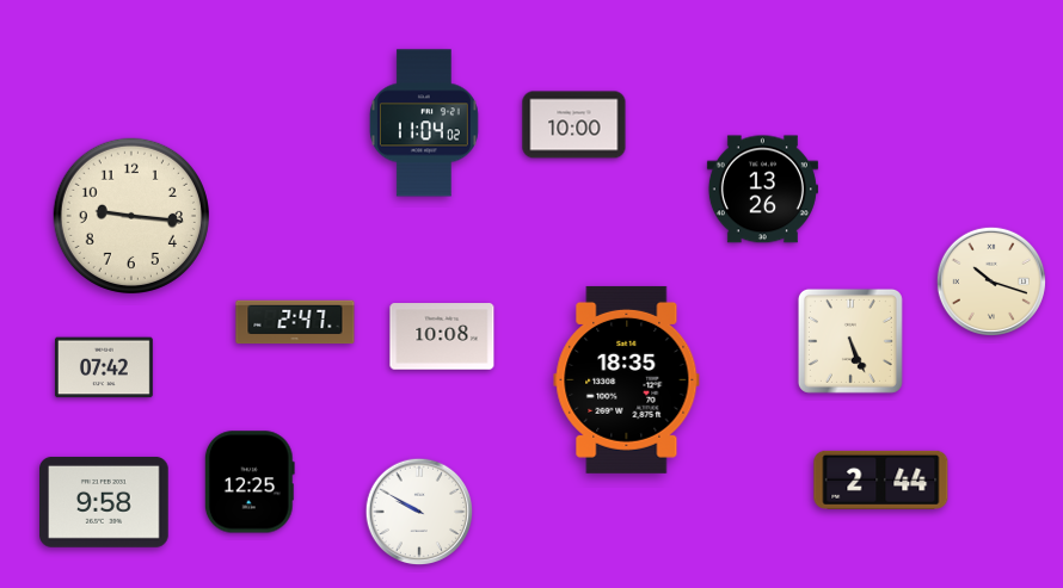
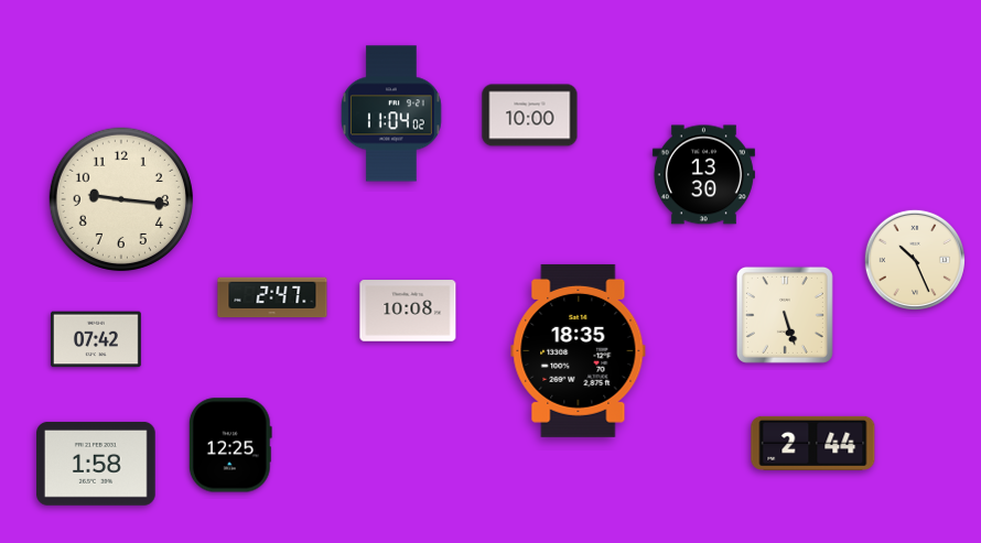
clock at (762, 190): 13:26 -> 13:30
clock at (991, 281): 10:18 -> 10:26
clock at (850, 341): 5:26 -> 5:27
clock at (104, 502): 9:58 -> 1:58
clock at (419, 512): 9:50 -> none
